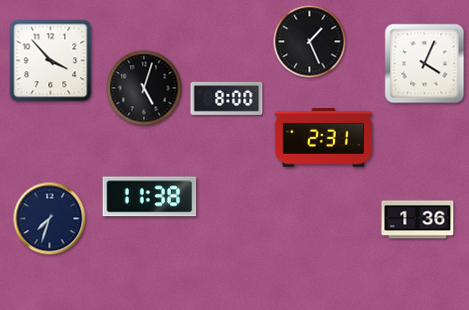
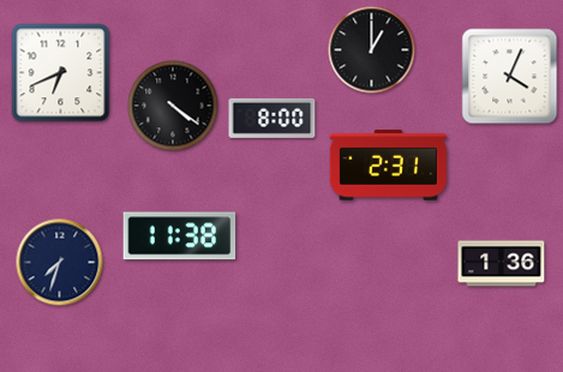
clock at (310, 42): 1:26 -> 1:00
clock at (51, 61): 3:53 -> 6:41
clock at (144, 88): 5:03 -> 4:21
